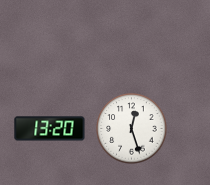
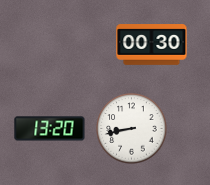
clock at (152, 45): none -> 00:30
clock at (132, 129): 12:27 -> 8:43
